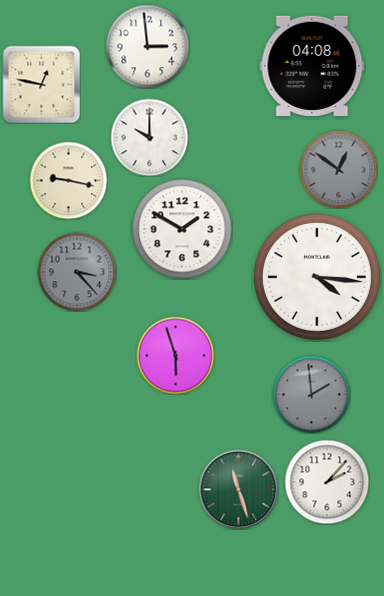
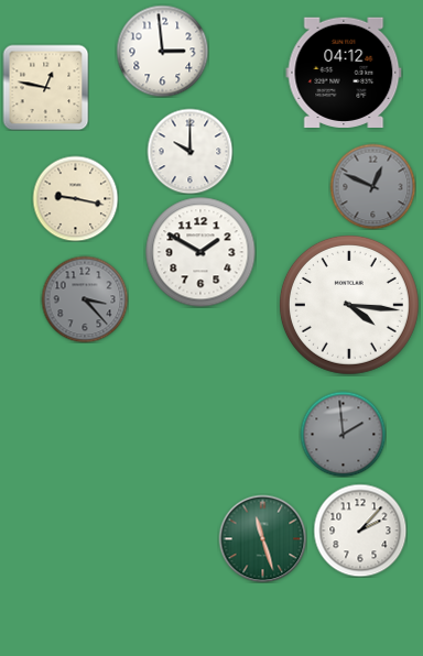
clock at (312, 65): 04:08 -> 04:12
clock at (41, 84) position: (41, 84) -> (45, 87)
clock at (149, 137) position: (149, 137) -> (189, 151)
clock at (338, 169): 12:51 -> 12:49
clock at (175, 355): 5:57 -> none
